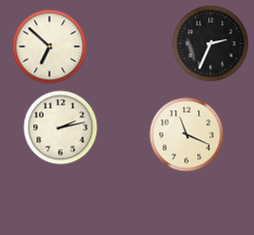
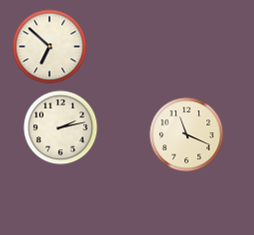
clock at (211, 44): 2:34 -> none
